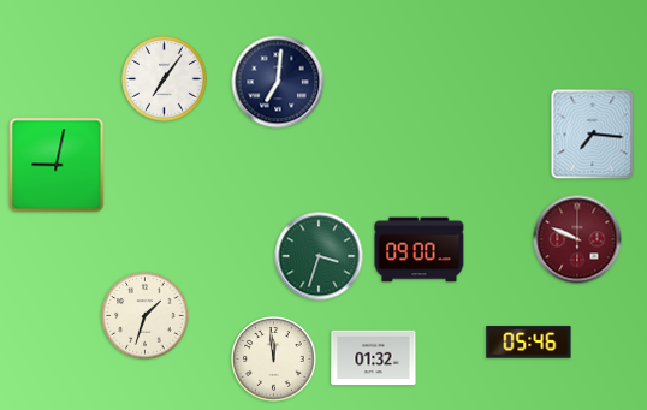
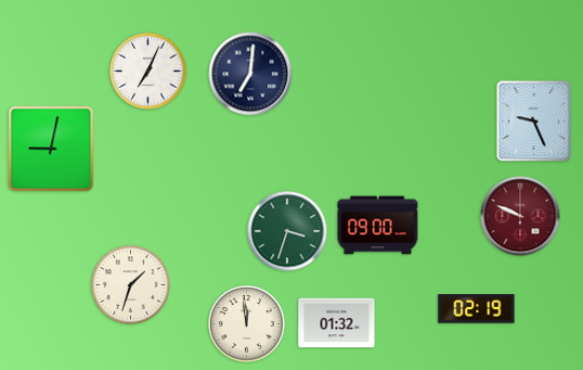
clock at (165, 79): 7:06 -> 7:04
clock at (593, 135): 7:16 -> 9:26
clock at (529, 343): 05:46 -> 02:19
